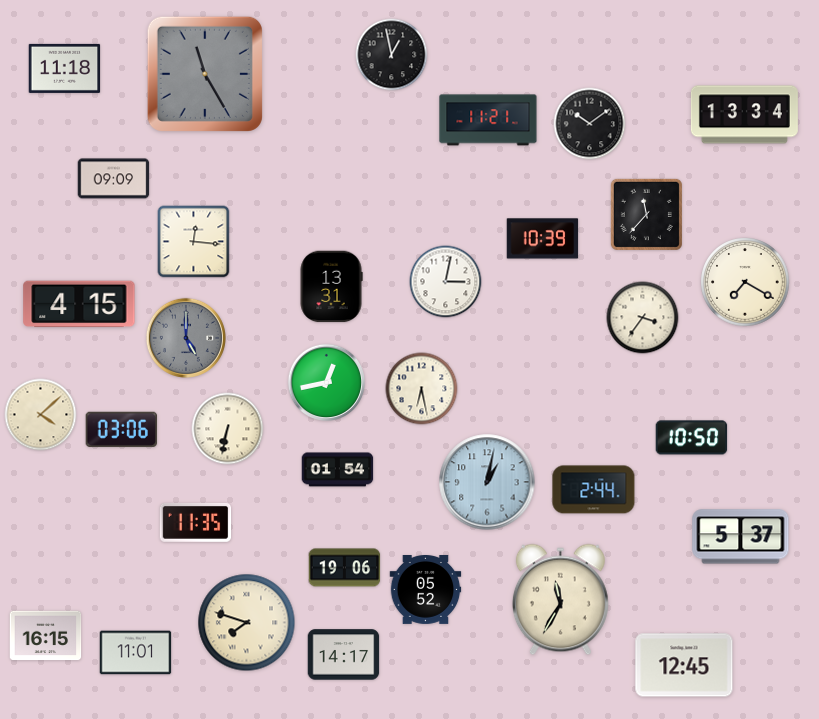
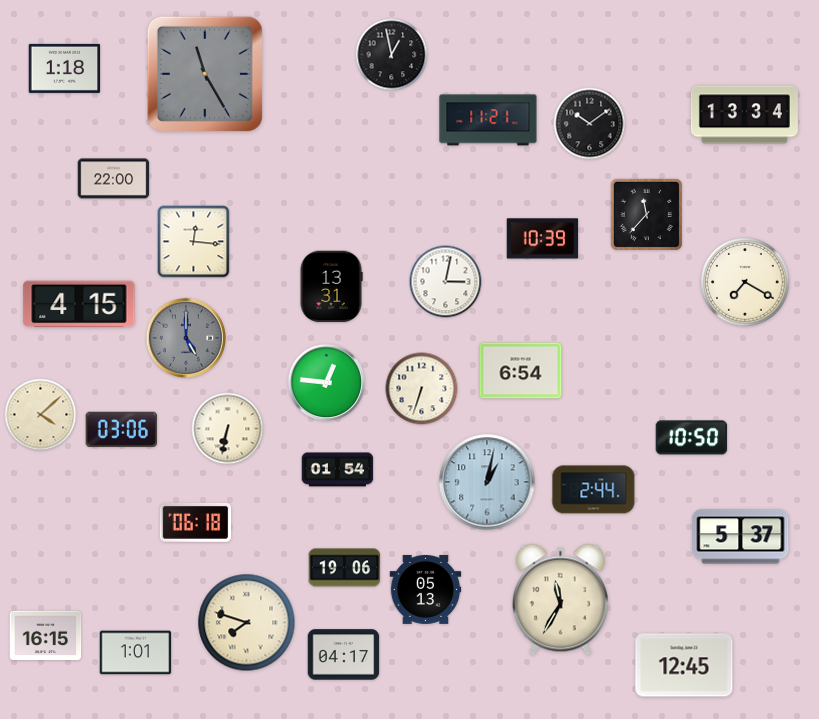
clock at (65, 68): 11:18 -> 1:18
clock at (114, 179): 09:09 -> 22:00
clock at (643, 318): 3:36 -> none
clock at (521, 371): none -> 6:54
clock at (326, 382): 12:43 -> 12:46
clock at (422, 389): 6:28 -> 6:33
clock at (196, 522): 11:35 -> 06:18
clock at (426, 590): 05:52 -> 05:13
clock at (136, 653): 11:01 -> 1:01
clock at (344, 655): 14:17 -> 04:17
